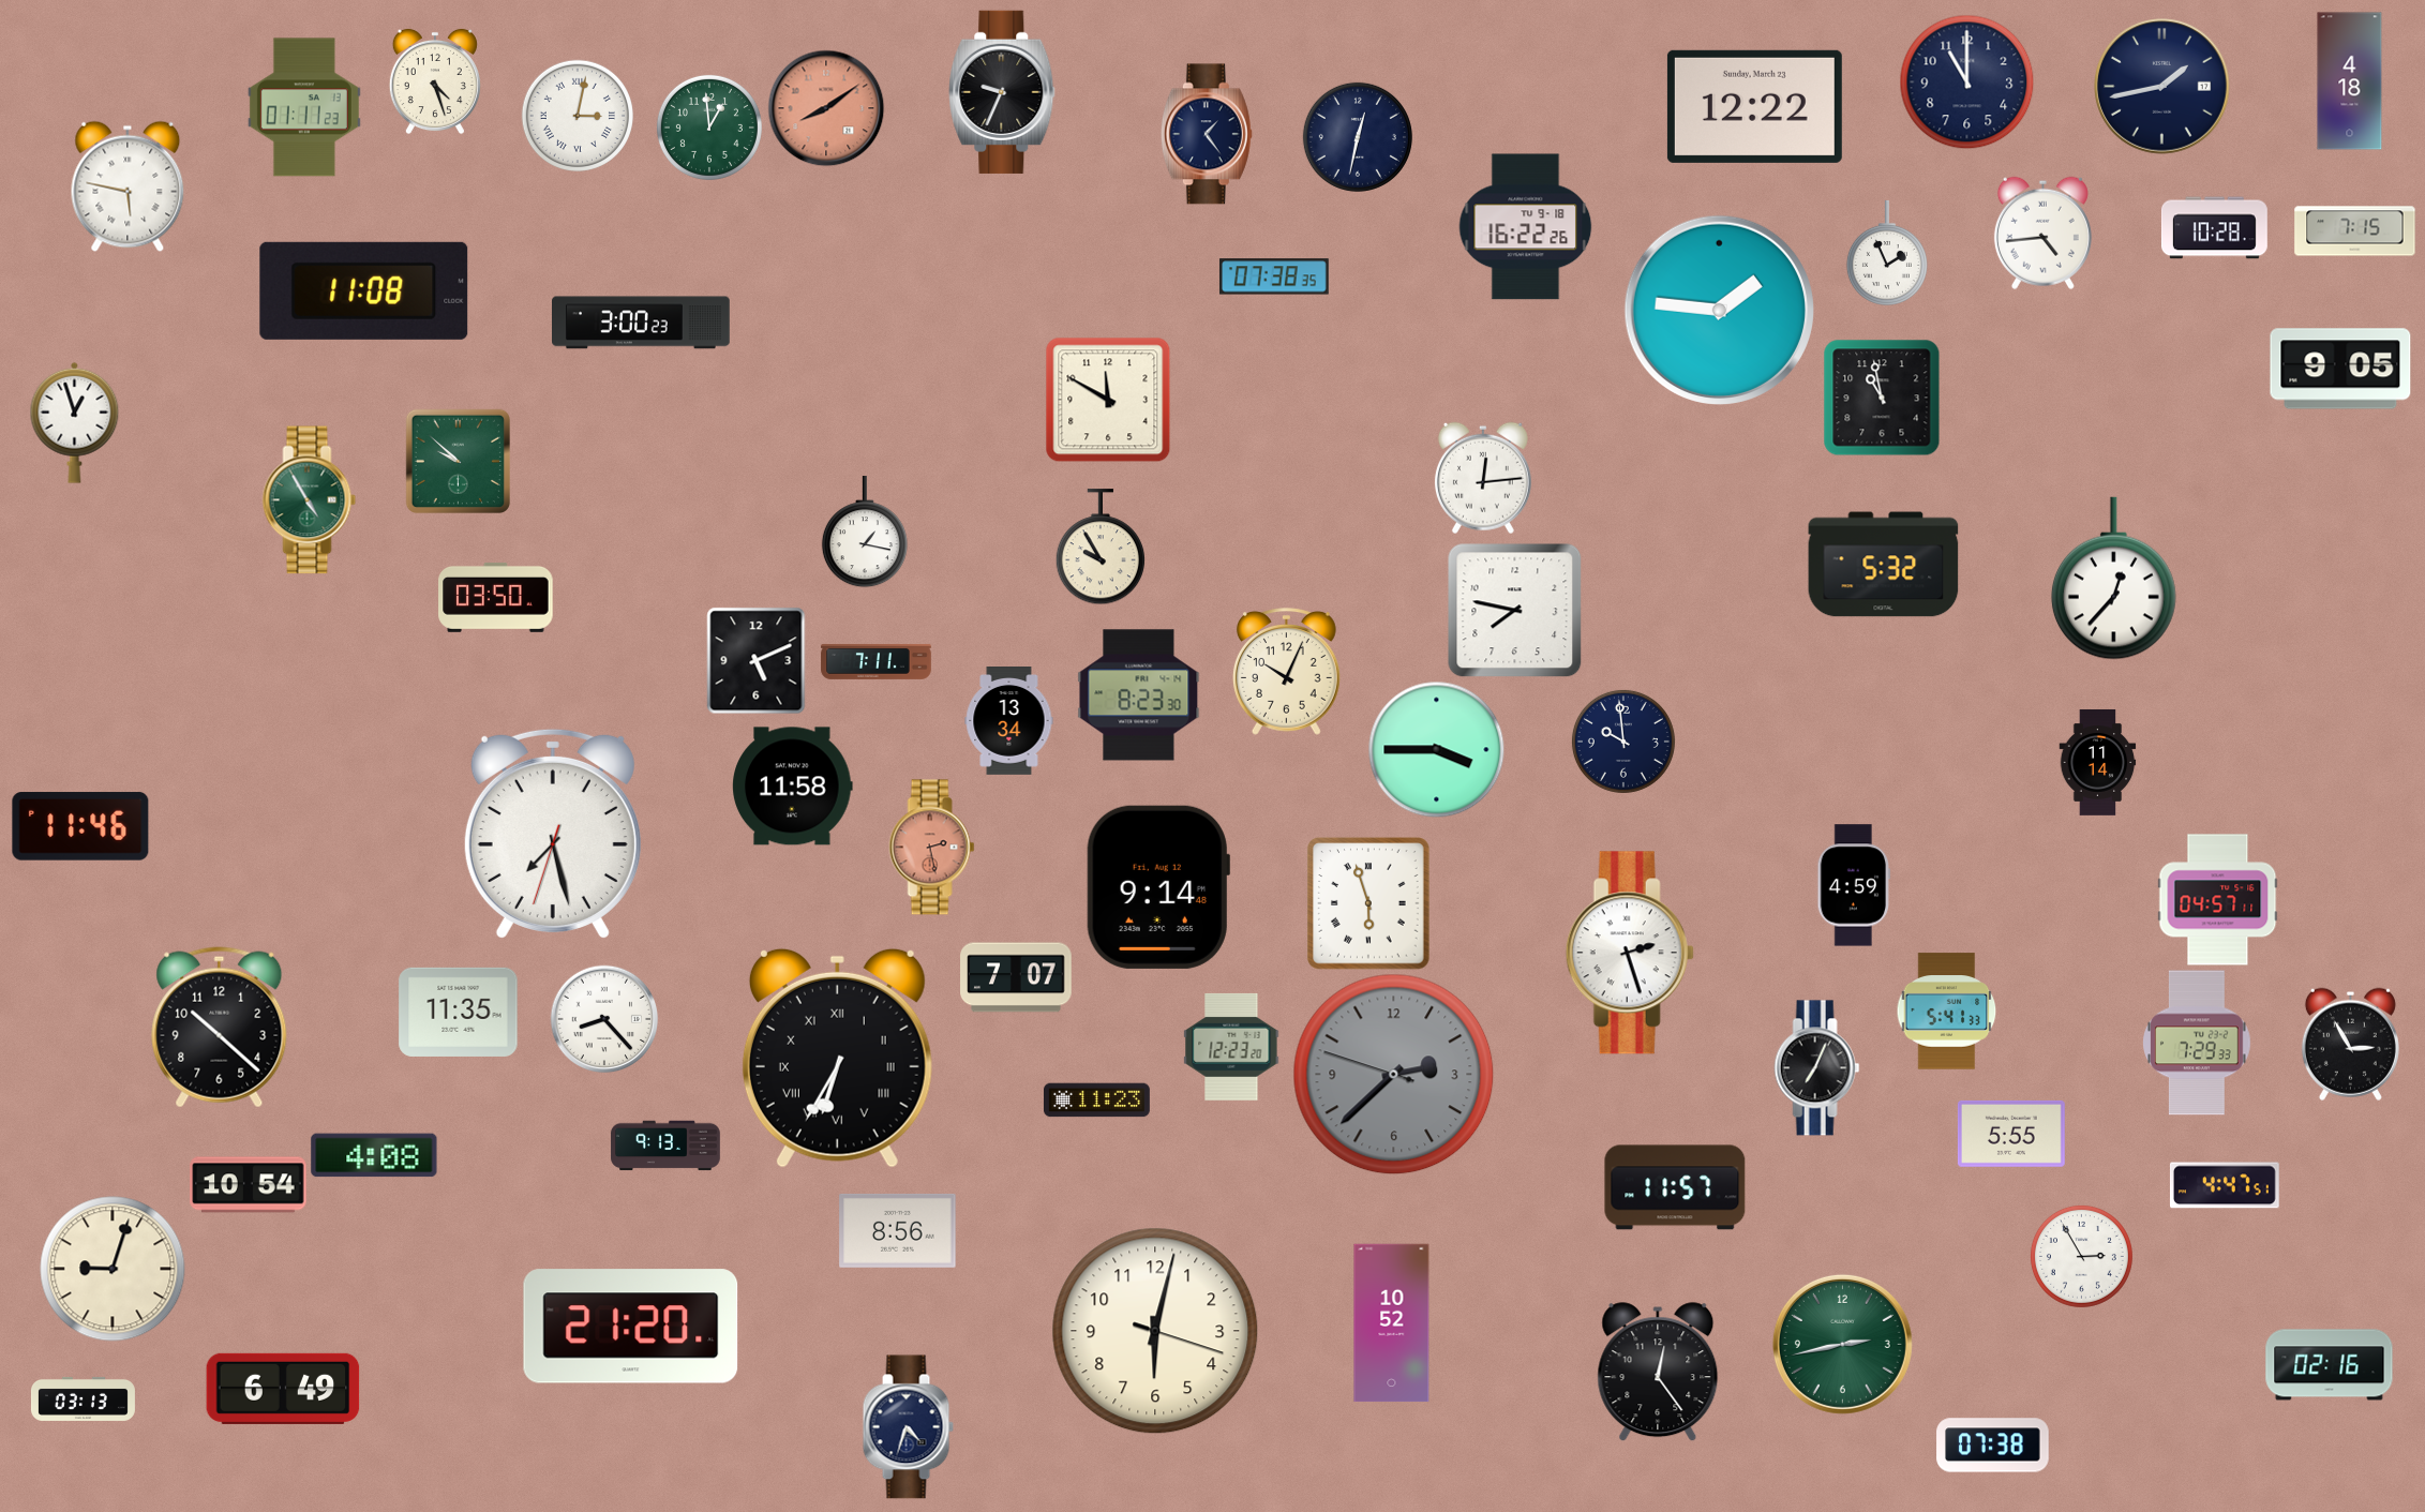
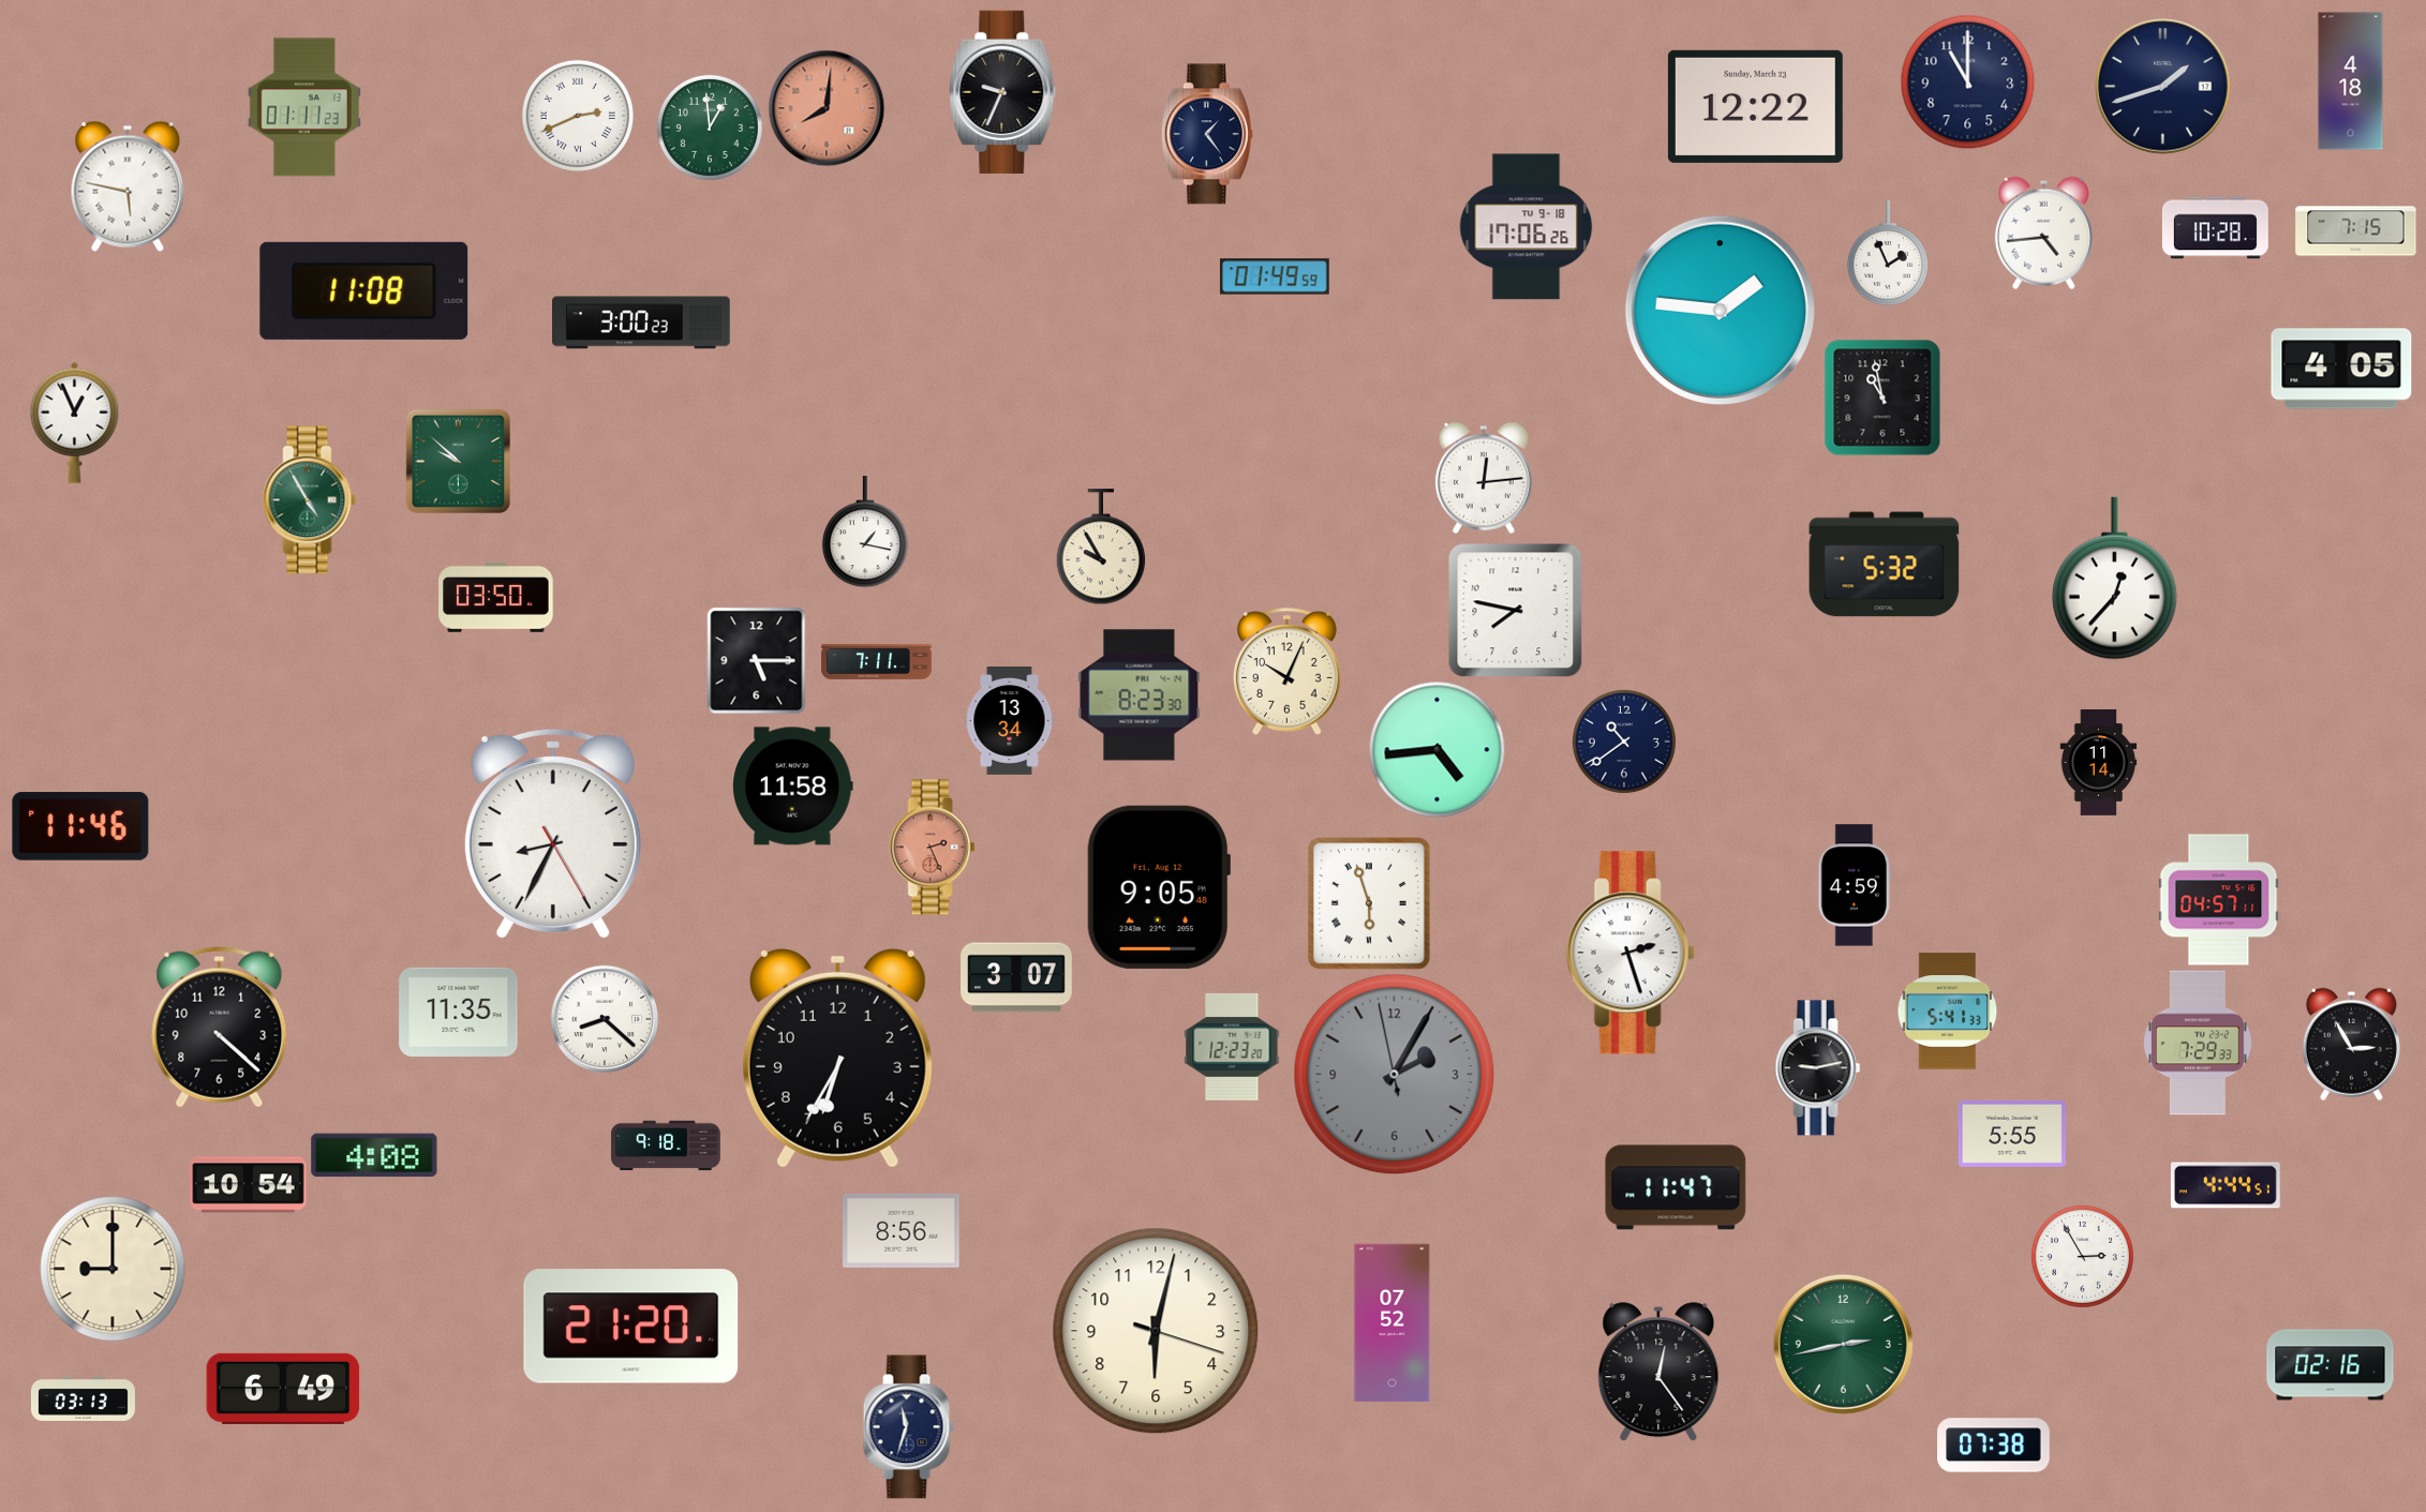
clock at (435, 81): 4:27 -> none
clock at (2162, 87): 1:43 -> 1:42
clock at (826, 108): 8:09 -> 8:01
clock at (578, 116): 3:02 -> 2:41
clock at (1358, 137): 12:32 -> none
clock at (1526, 227): 16:22 -> 17:06
clock at (1274, 276): 07:38 -> 01:49
clock at (2340, 369): 9:05 -> 4:05
clock at (1108, 400): 11:50 -> none
clock at (75, 422): 12:57 -> 12:56
clock at (757, 660): 5:11 -> 5:15
clock at (1623, 742): 9:59 -> 10:39
clock at (1436, 749): 3:45 -> 4:44
clock at (553, 834): 7:27 -> 8:34
clock at (932, 848): 2:28 -> 2:26
clock at (1158, 887): 9:14 -> 9:05
clock at (1016, 977): 7:07 -> 3:07
clock at (604, 1019): 8:23 -> 8:22
clock at (220, 1028): 10:22 -> 4:22
clock at (837, 1058) numerals: Roman -> Arabic
clock at (1817, 1068): 7:04 -> 9:13
clock at (1394, 1075): 2:37 -> 2:04
clock at (1096, 1101): 11:23 -> none
clock at (665, 1146): 9:13 -> 9:18
clock at (2225, 1185): 4:47 -> 4:44
clock at (1675, 1187): 11:57 -> 11:47
clock at (898, 1230) position: (898, 1230) -> (902, 1230)
clock at (113, 1269): 9:03 -> 9:00
clock at (1392, 1323): 10:52 -> 07:52
clock at (908, 1427): 4:33 -> 11:33
